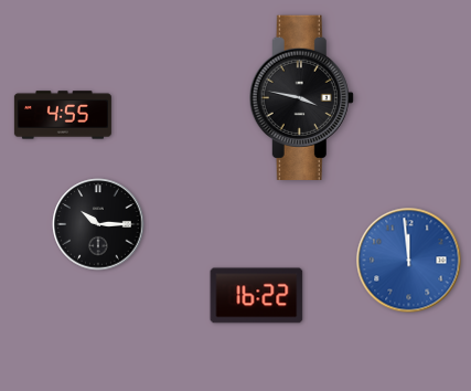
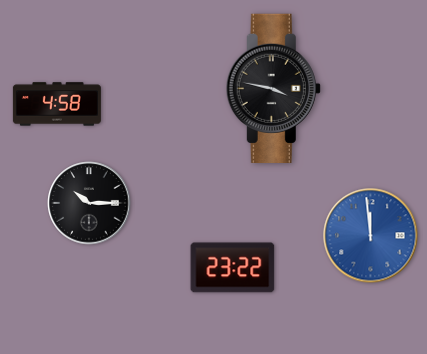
clock at (63, 115): 4:55 -> 4:58
clock at (257, 296): 16:22 -> 23:22
